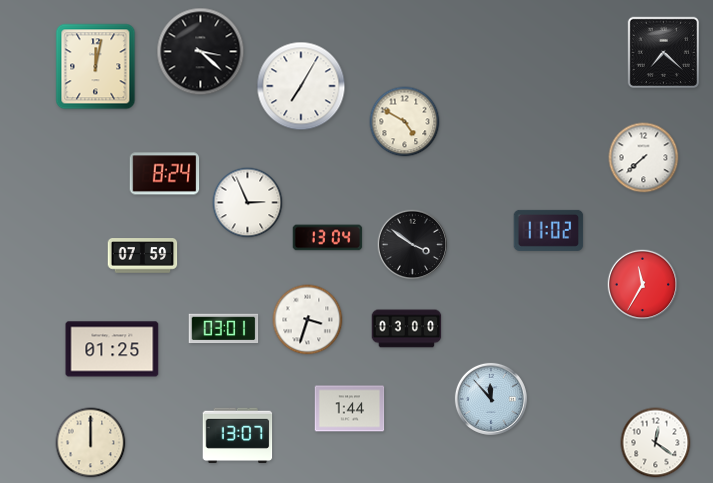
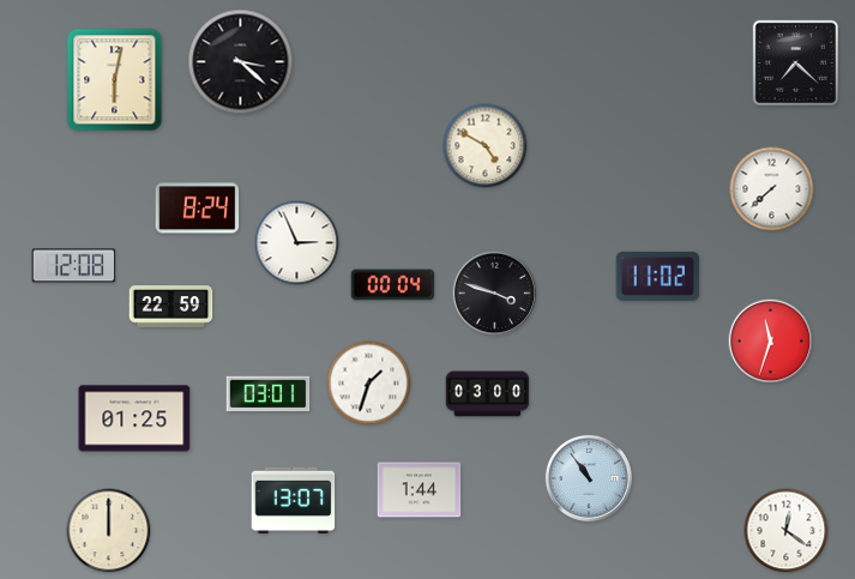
clock at (96, 67): 12:02 -> 6:02
clock at (301, 86): 7:05 -> none
clock at (74, 266): none -> 12:08
clock at (328, 238): 13:04 -> 00:04
clock at (413, 245): 3:51 -> 3:48
clock at (143, 256): 07:59 -> 22:59
clock at (643, 285): 11:35 -> 11:33
clock at (308, 320): 3:33 -> 1:33
clock at (491, 399): 11:53 -> 10:54
clock at (238, 436) position: (238, 436) -> (294, 501)
